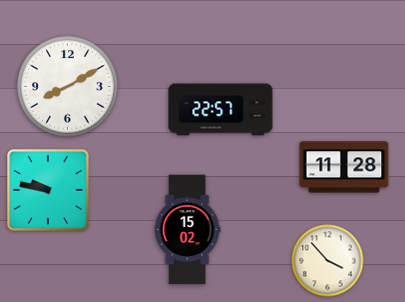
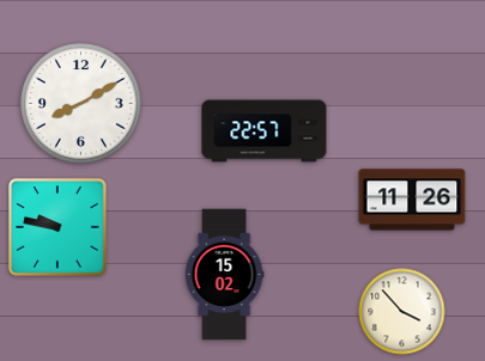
clock at (344, 167): 11:28 -> 11:26
clock at (328, 261) position: (328, 261) -> (402, 312)
